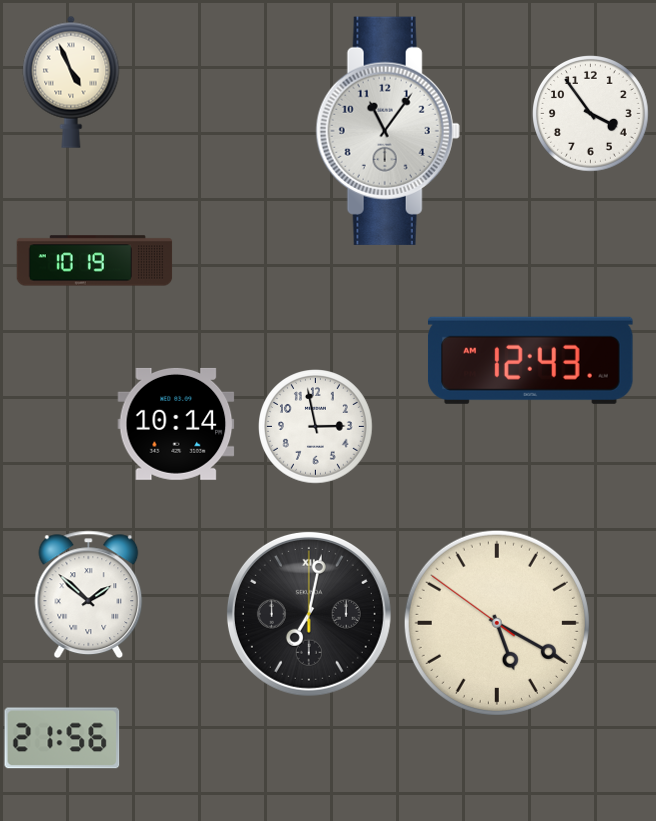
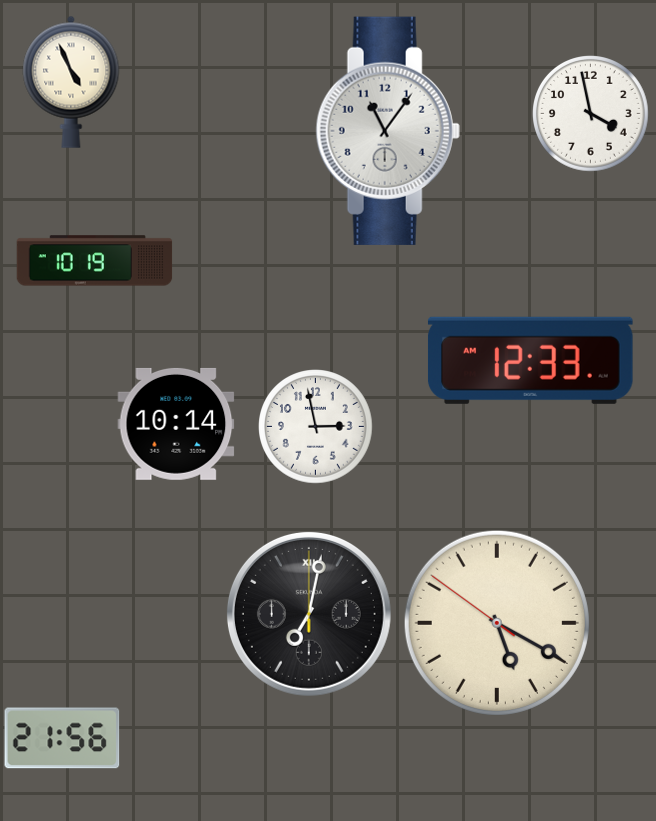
clock at (591, 114): 3:54 -> 3:58
clock at (530, 360): 12:43 -> 12:33
clock at (89, 595): 1:52 -> none
